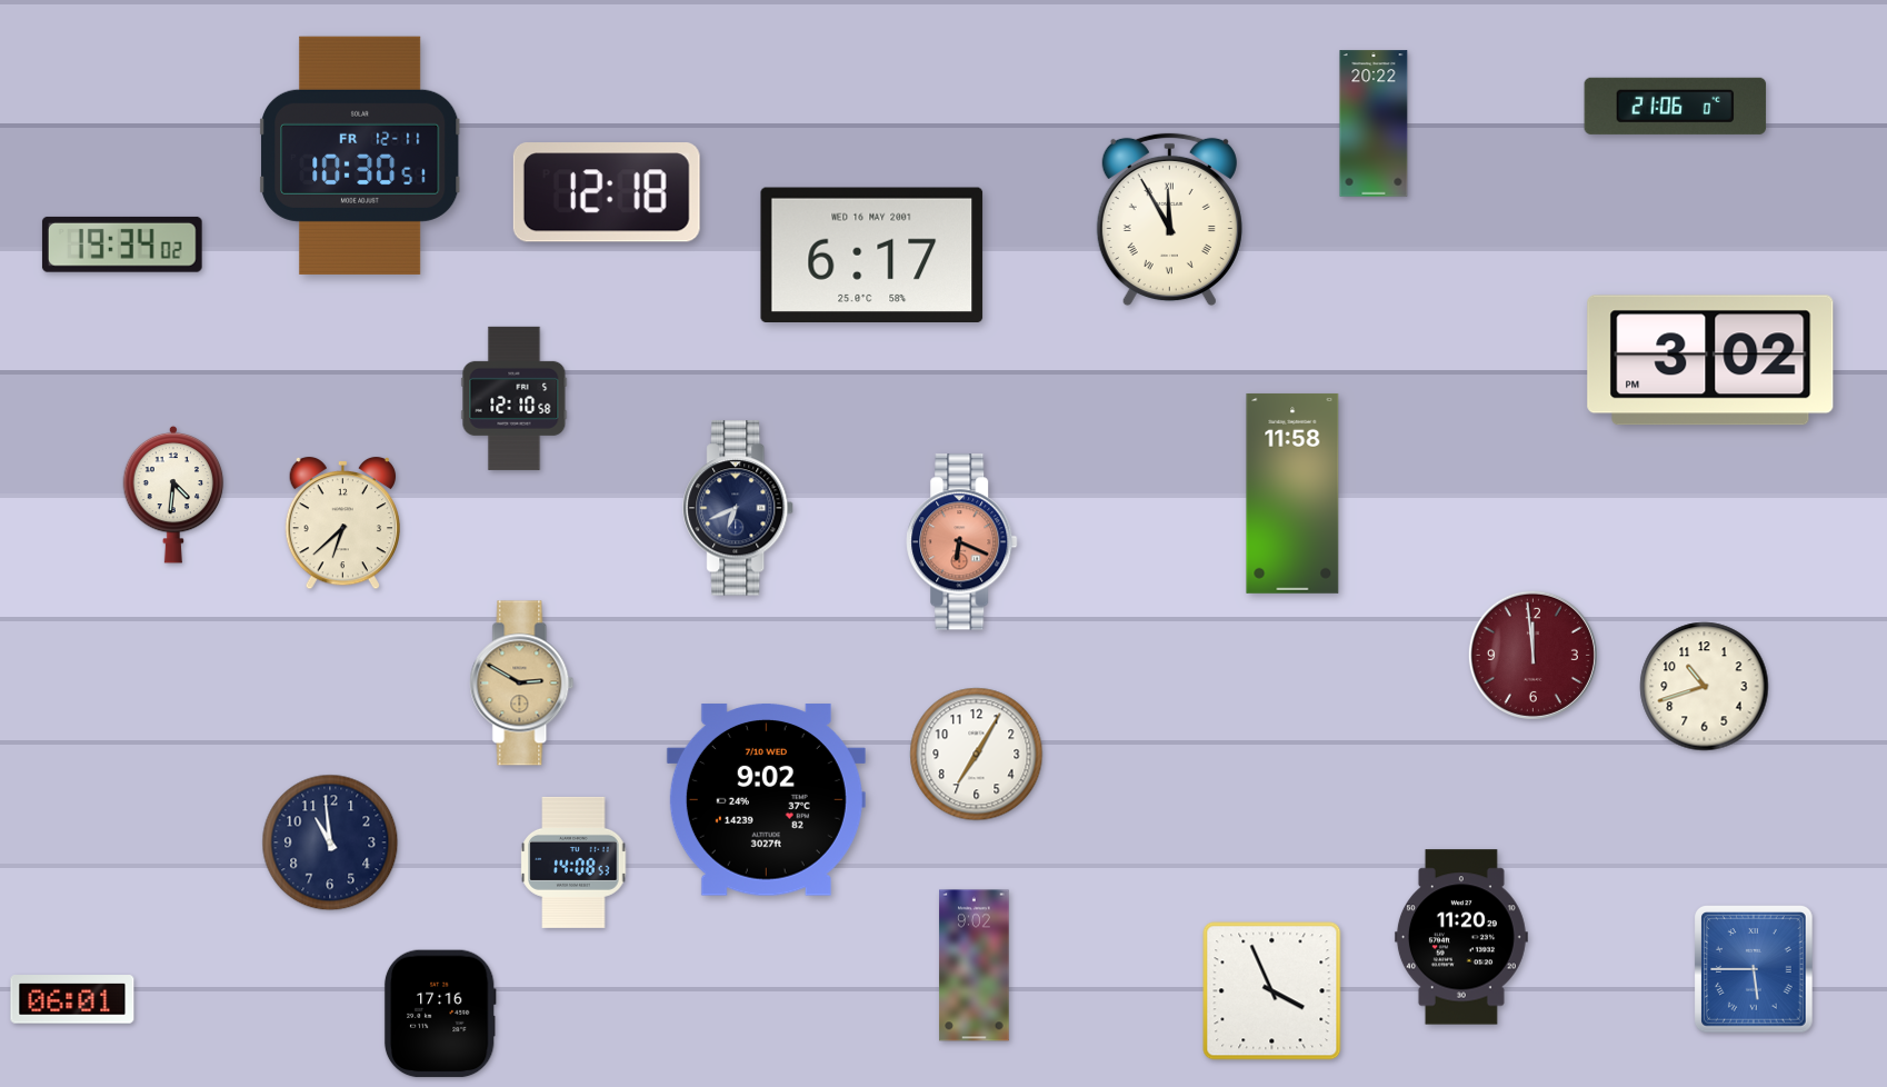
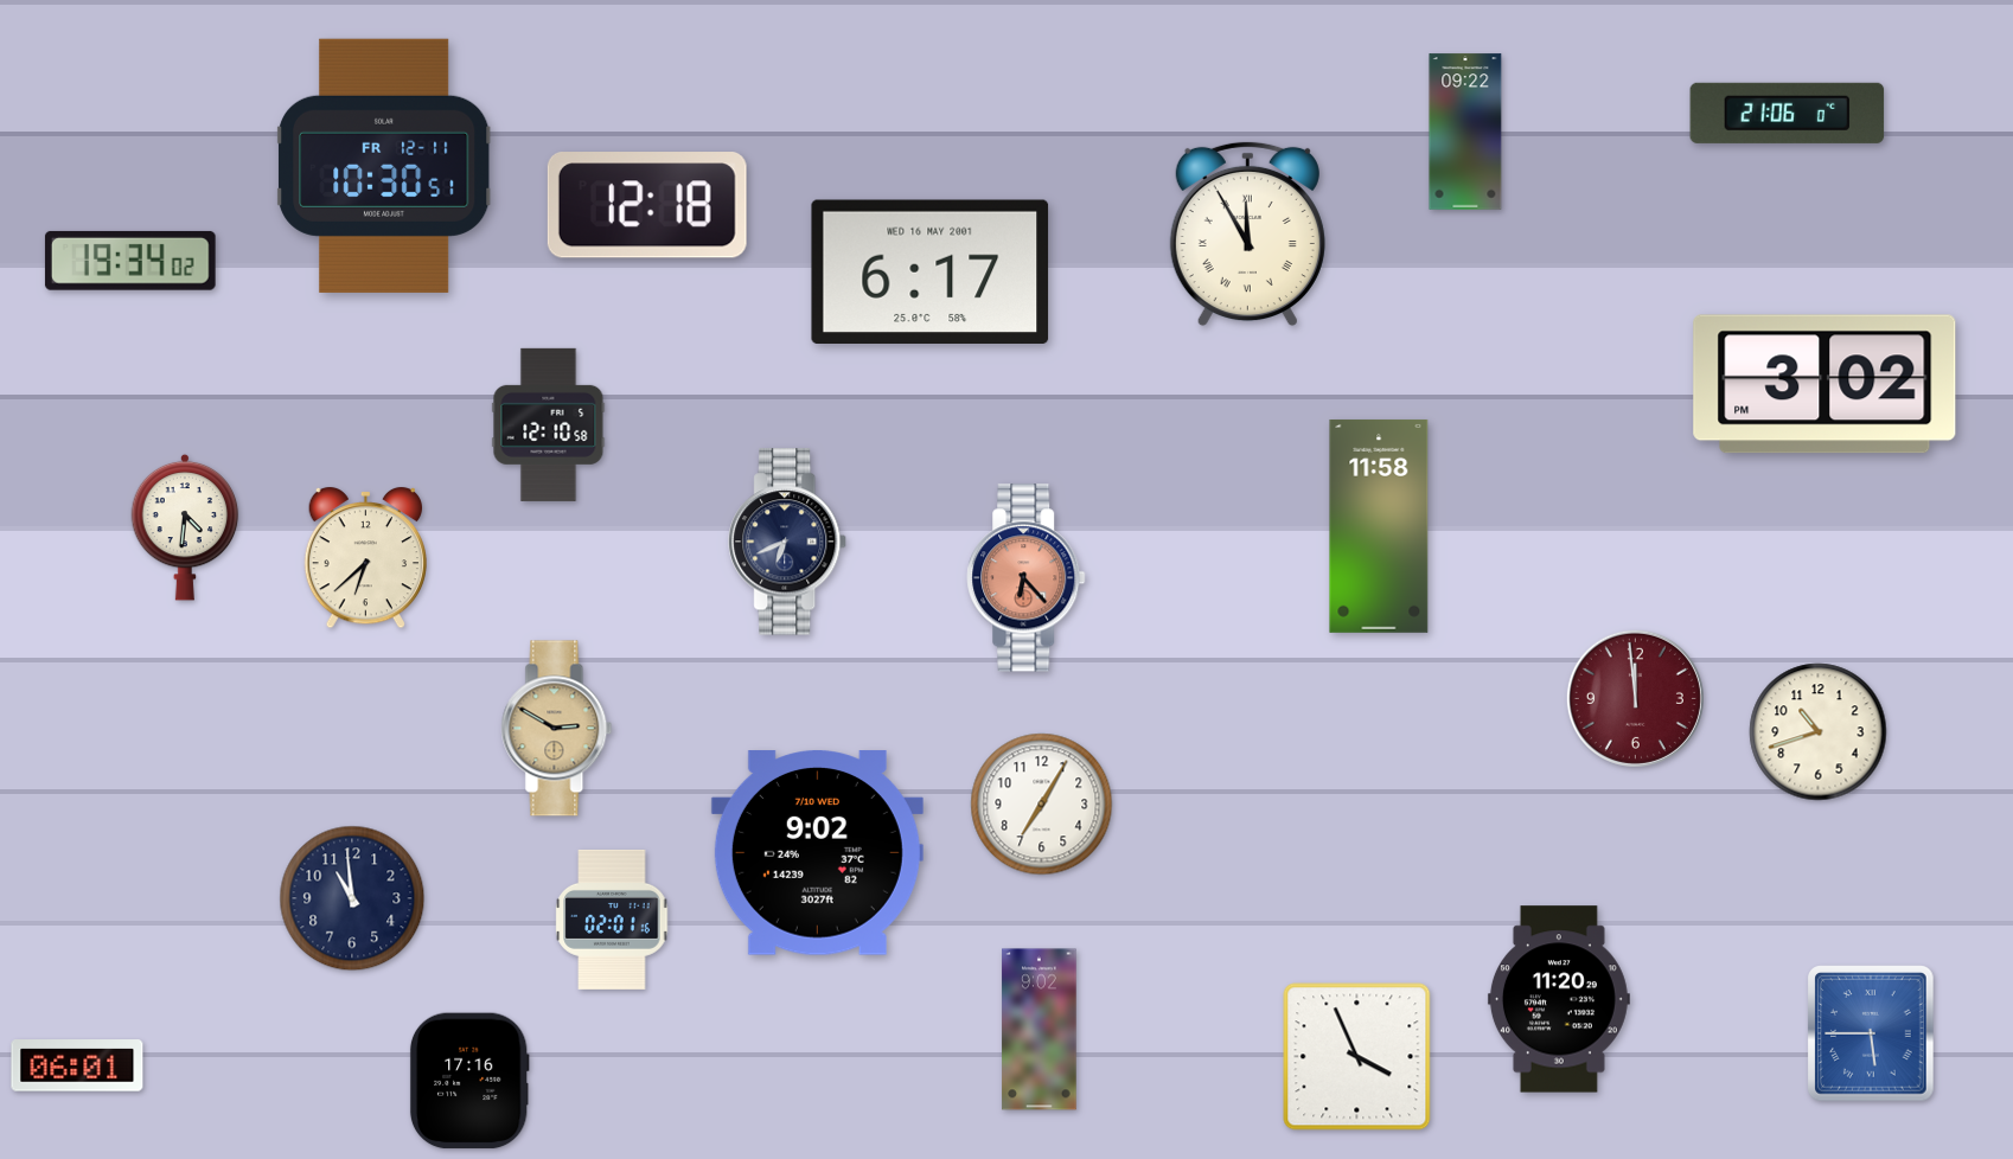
clock at (1374, 123): 20:22 -> 09:22
clock at (962, 542): 6:19 -> 6:23
clock at (573, 862): 14:08 -> 02:01
